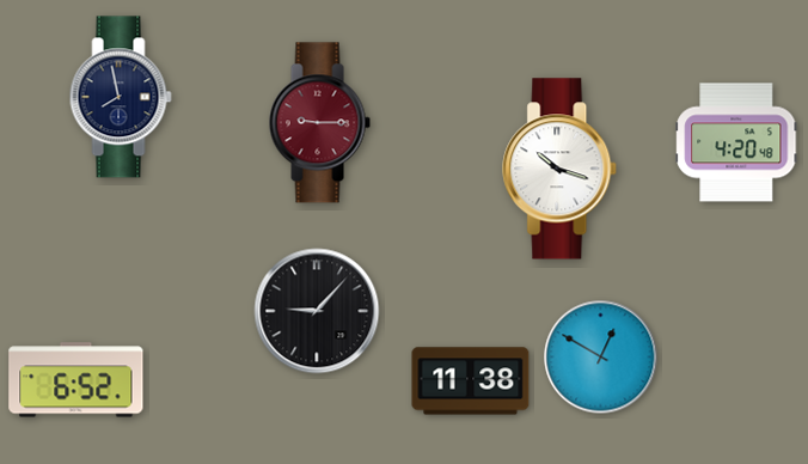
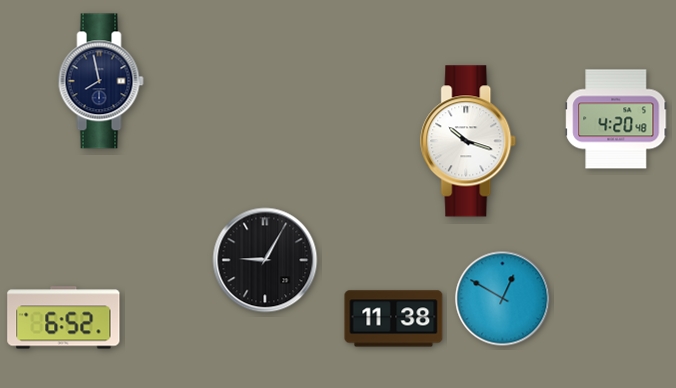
clock at (319, 123): 9:15 -> none
clock at (317, 311): 9:07 -> 9:05
